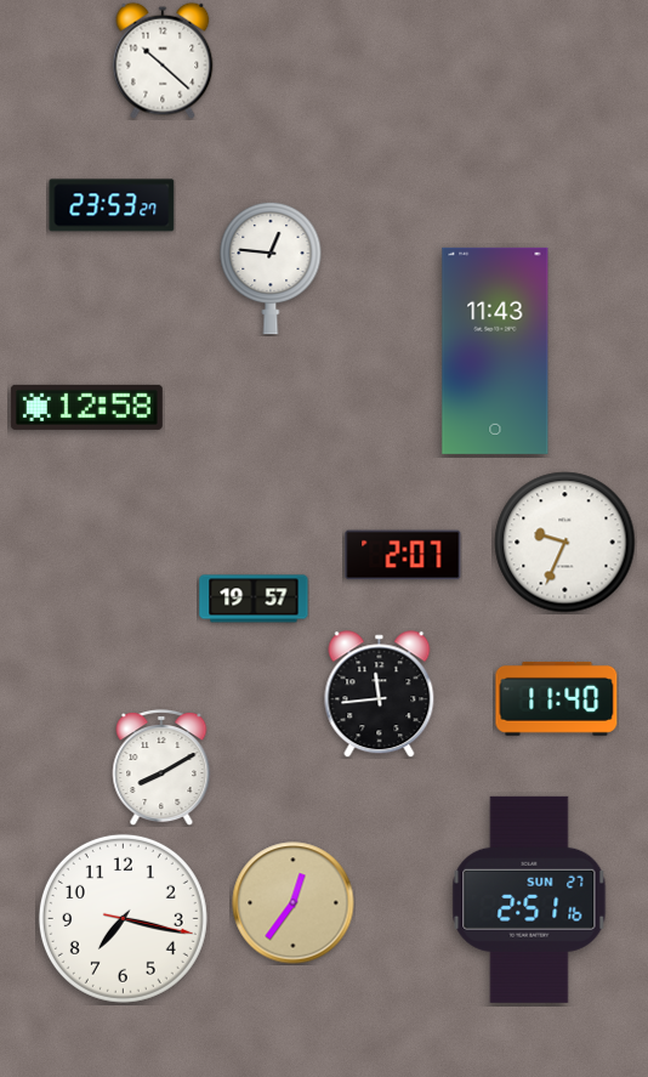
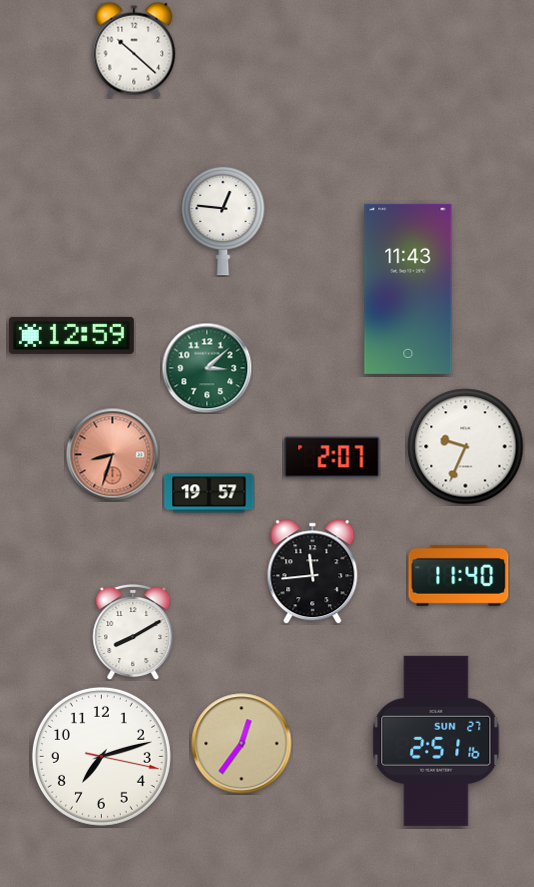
clock at (112, 205): 23:53 -> none
clock at (86, 407): 12:58 -> 12:59
clock at (207, 368): none -> 3:08
clock at (112, 454): none -> 8:33
clock at (123, 918): 7:17 -> 7:12
